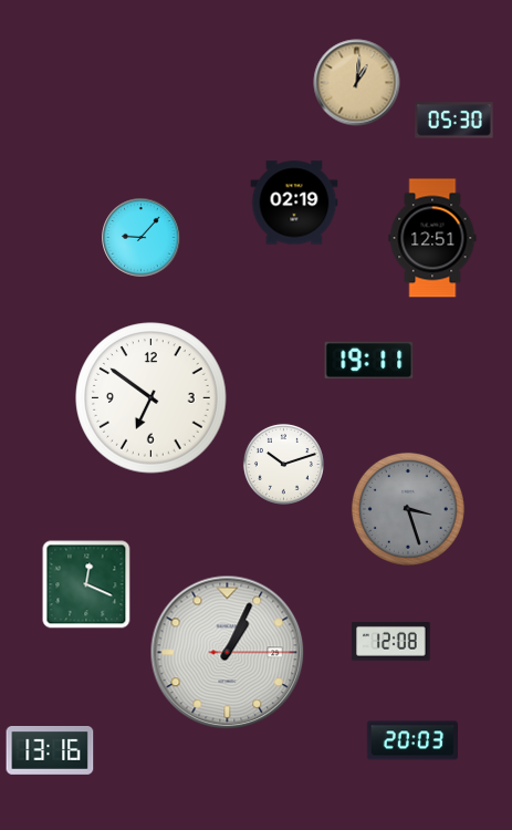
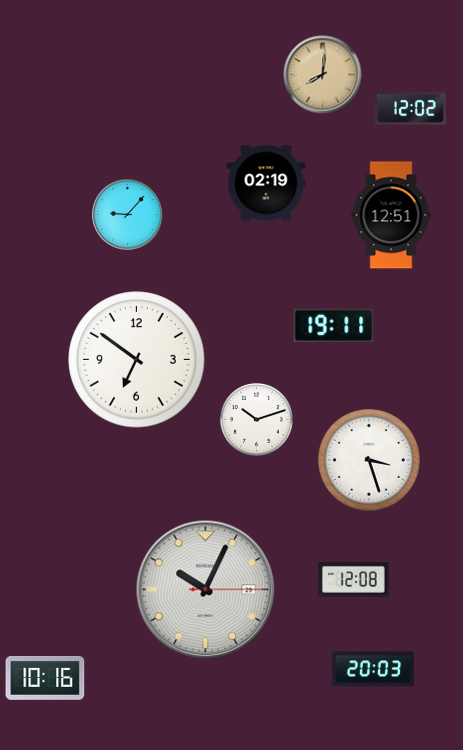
clock at (357, 83): 1:01 -> 8:01
clock at (454, 121): 05:30 -> 12:02
clock at (408, 509) dial: grey -> white
clock at (86, 584): 12:19 -> none
clock at (228, 653): 1:04 -> 10:04
clock at (50, 751): 13:16 -> 10:16
